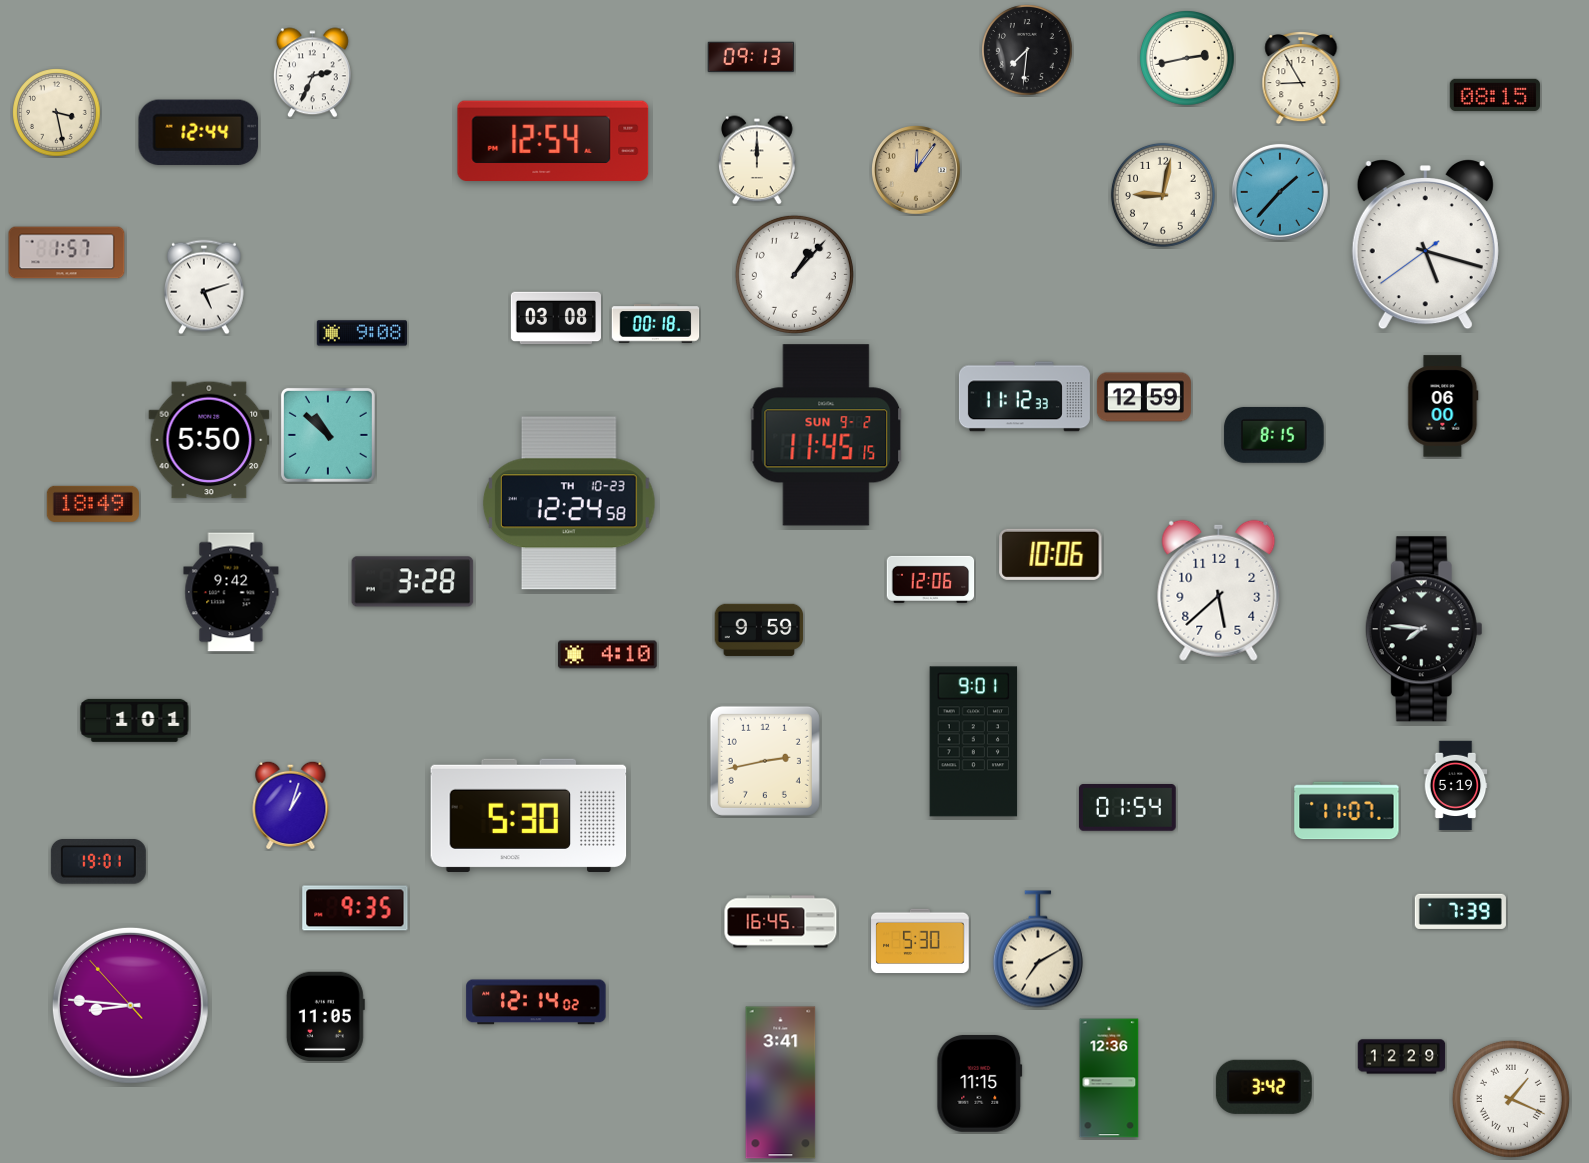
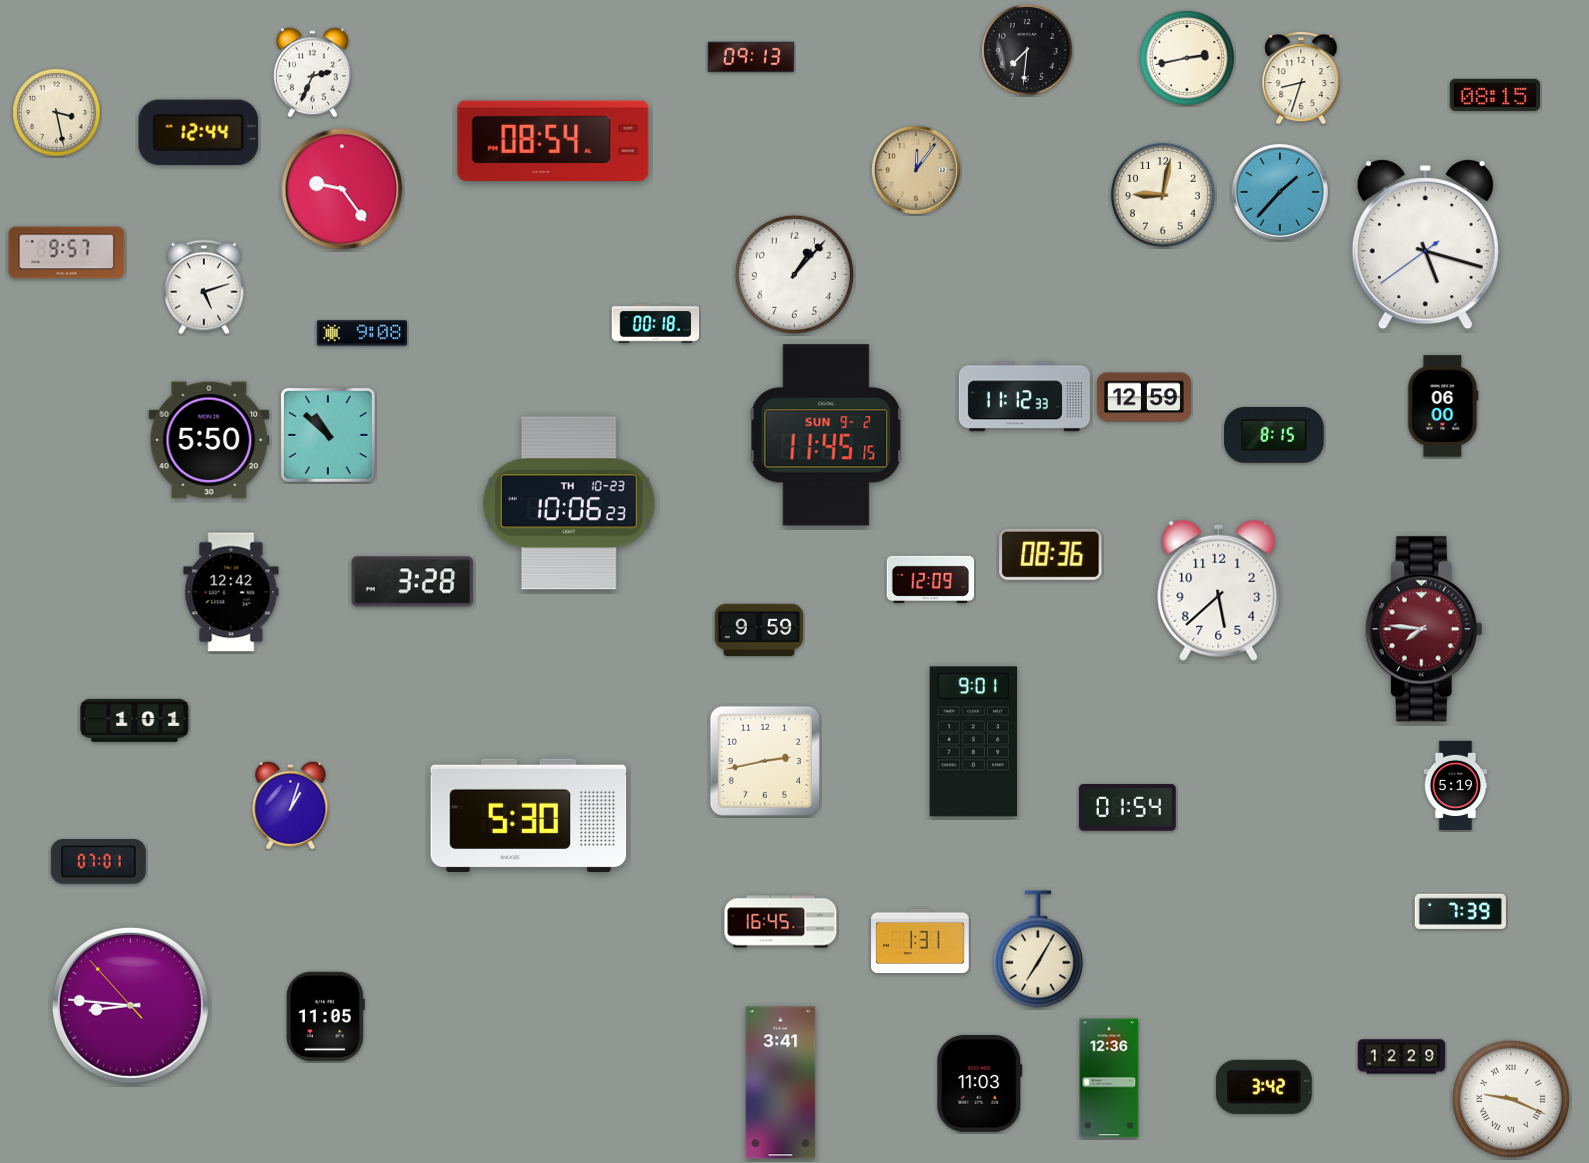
clock at (1301, 79): 8:55 -> 8:33
clock at (553, 140): 12:54 -> 08:54
clock at (757, 160): 12:00 -> none
clock at (342, 189): none -> 9:24
clock at (67, 253): 1:57 -> 9:57
clock at (555, 318): 03:08 -> none
clock at (569, 503): 12:24 -> 10:06
clock at (93, 504): 18:49 -> none
clock at (1051, 554): 10:06 -> 08:36
clock at (931, 579): 12:06 -> 12:09
clock at (231, 592): 9:42 -> 12:42
clock at (1424, 629) dial: black -> burgundy
clock at (608, 655): 4:10 -> none
clock at (1347, 811): 11:07 -> none
clock at (98, 862): 19:01 -> 07:01
clock at (355, 908): 9:35 -> none
clock at (920, 941): 5:30 -> 1:31
clock at (1038, 949): 7:10 -> 7:05
clock at (536, 1002): 12:14 -> none
clock at (980, 1083): 11:15 -> 11:03
clock at (1511, 1099): 1:19 -> 9:19
